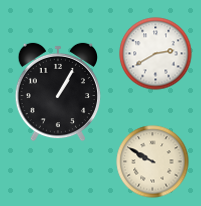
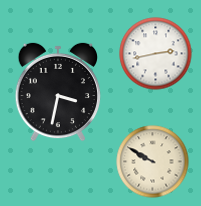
clock at (156, 54): 2:40 -> 2:43
clock at (58, 92): 1:05 -> 3:32
